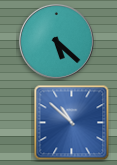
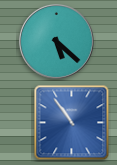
clock at (72, 123): 10:52 -> 10:54
